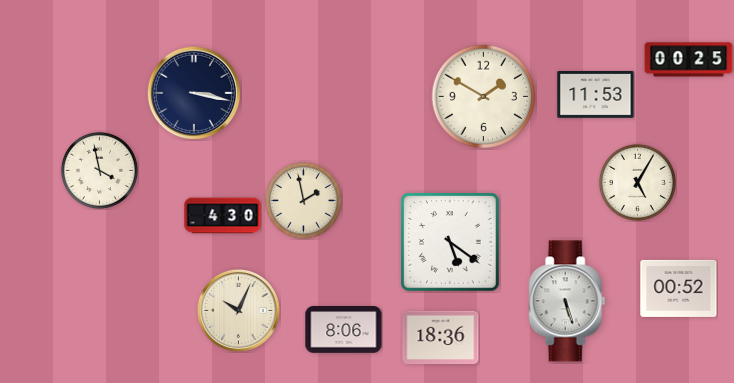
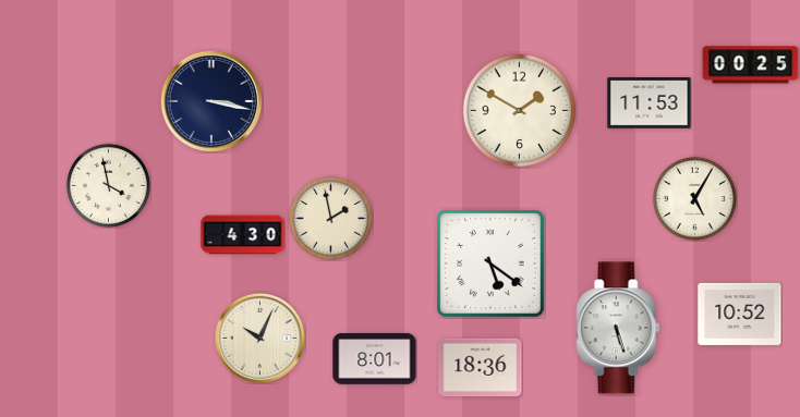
clock at (484, 97) position: (484, 97) -> (520, 111)
clock at (679, 288): 00:52 -> 10:52
clock at (344, 330): 8:06 -> 8:01
